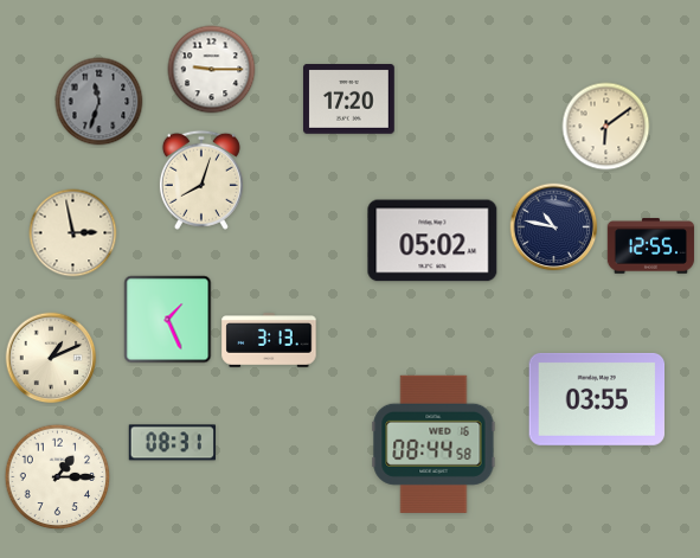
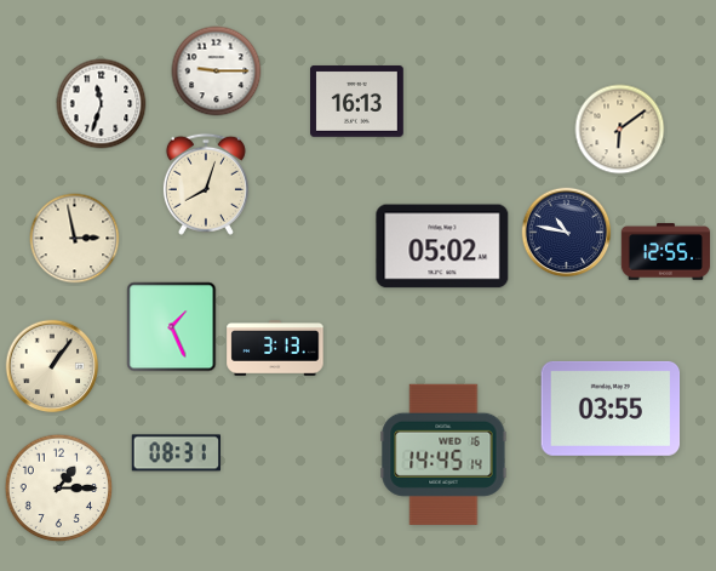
clock at (349, 100): 17:20 -> 16:13
clock at (99, 102) dial: grey -> white
clock at (51, 358): 1:11 -> 1:06
clock at (434, 444): 08:44 -> 14:45
